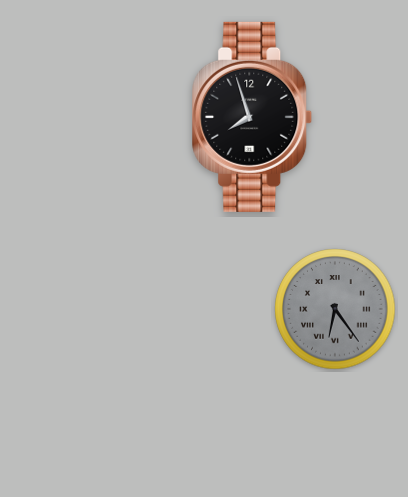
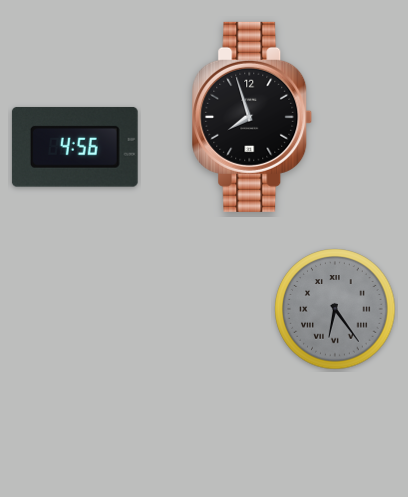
clock at (75, 147): none -> 4:56
